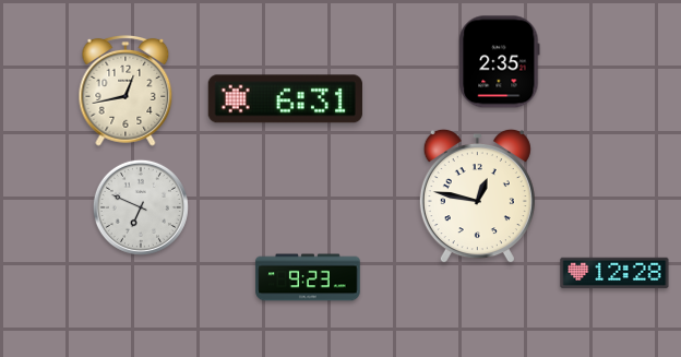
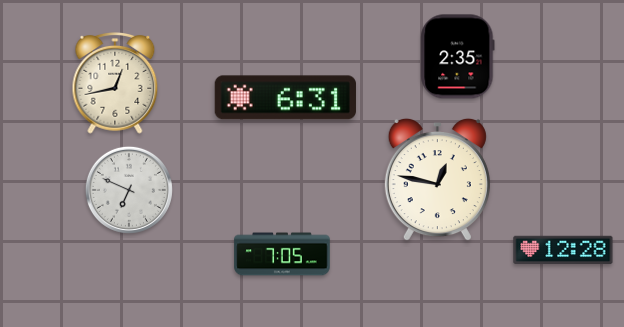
clock at (285, 99) position: (285, 99) -> (285, 98)
clock at (308, 277): 9:23 -> 7:05
